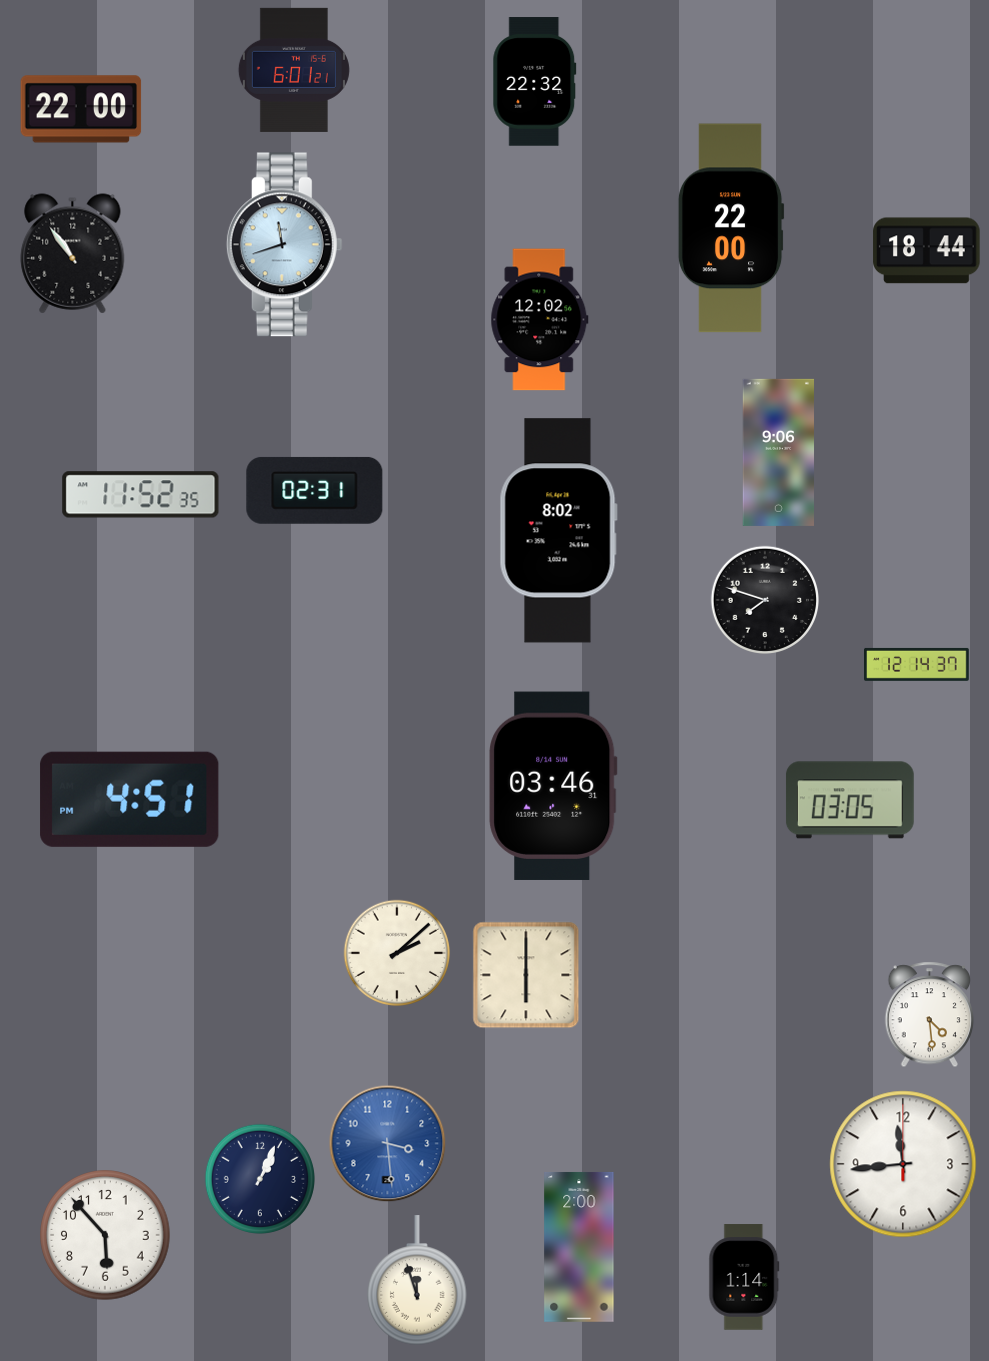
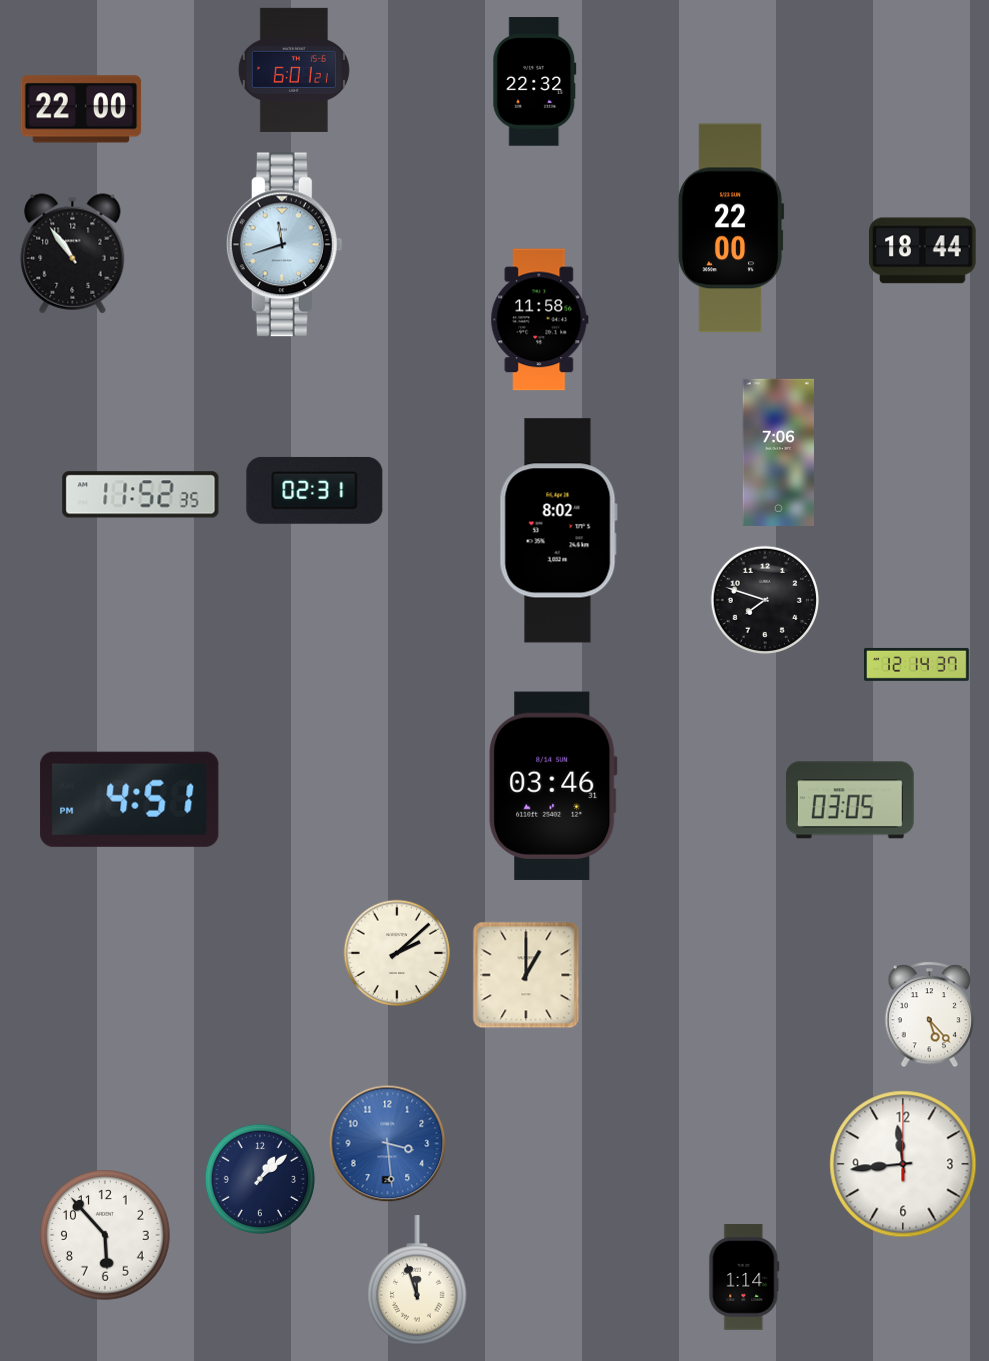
clock at (927, 251) position: (927, 251) -> (923, 251)
clock at (540, 320): 12:02 -> 11:58
clock at (779, 452): 9:06 -> 7:06
clock at (526, 975): 6:00 -> 1:00
clock at (930, 1015): 4:29 -> 5:23
clock at (260, 1179): 1:04 -> 1:08
clock at (579, 1247): 2:00 -> none
